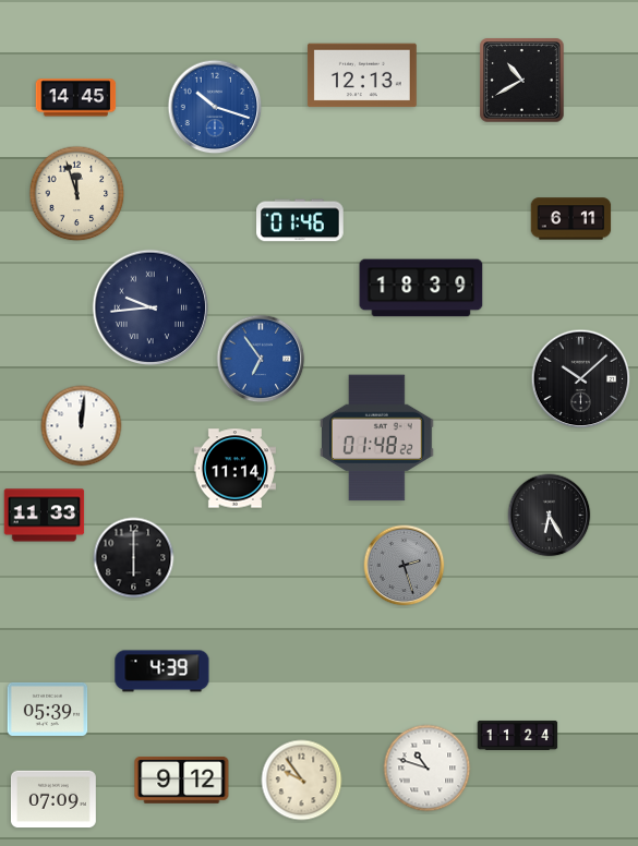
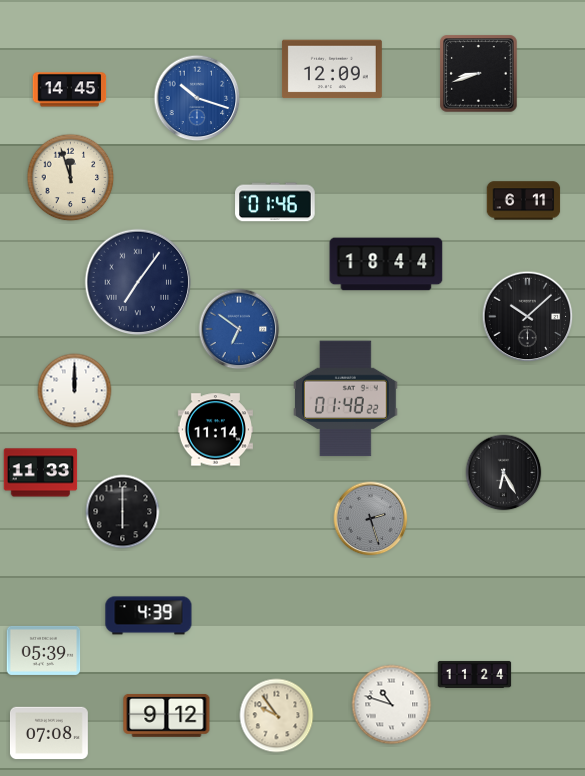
clock at (362, 75): 12:13 -> 12:09
clock at (522, 81): 10:40 -> 8:42
clock at (421, 288): 18:39 -> 18:44
clock at (151, 307): 9:44 -> 7:06
clock at (261, 359): 6:54 -> 6:51
clock at (581, 379) position: (581, 379) -> (528, 317)
clock at (82, 426): 12:01 -> 12:00
clock at (377, 438) position: (377, 438) -> (346, 399)
clock at (53, 799): 07:09 -> 07:08
